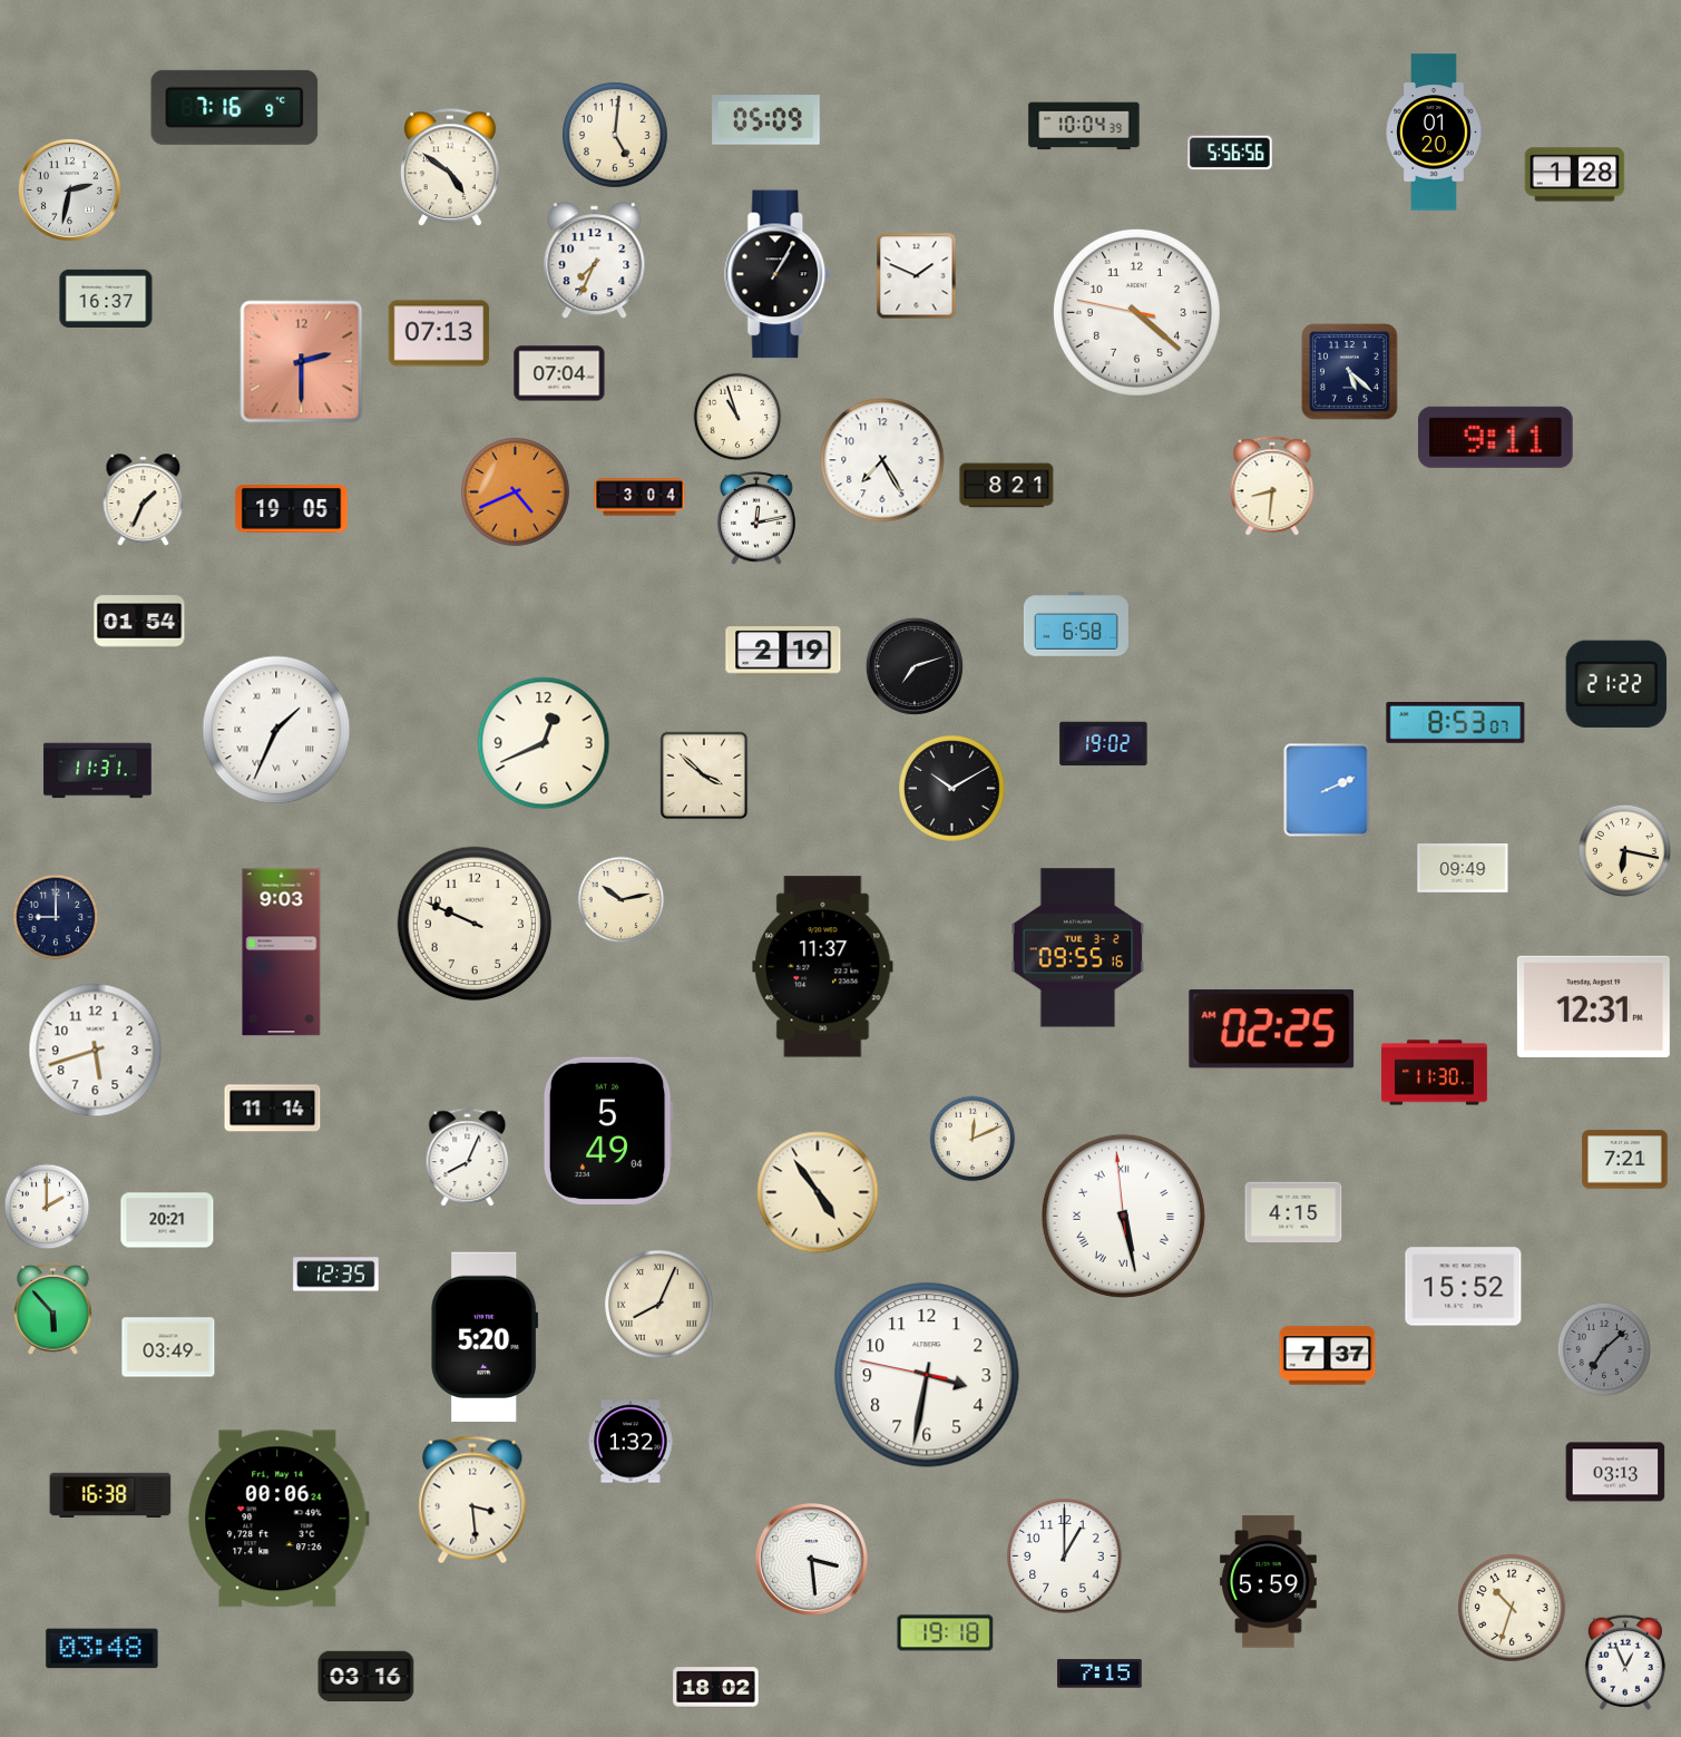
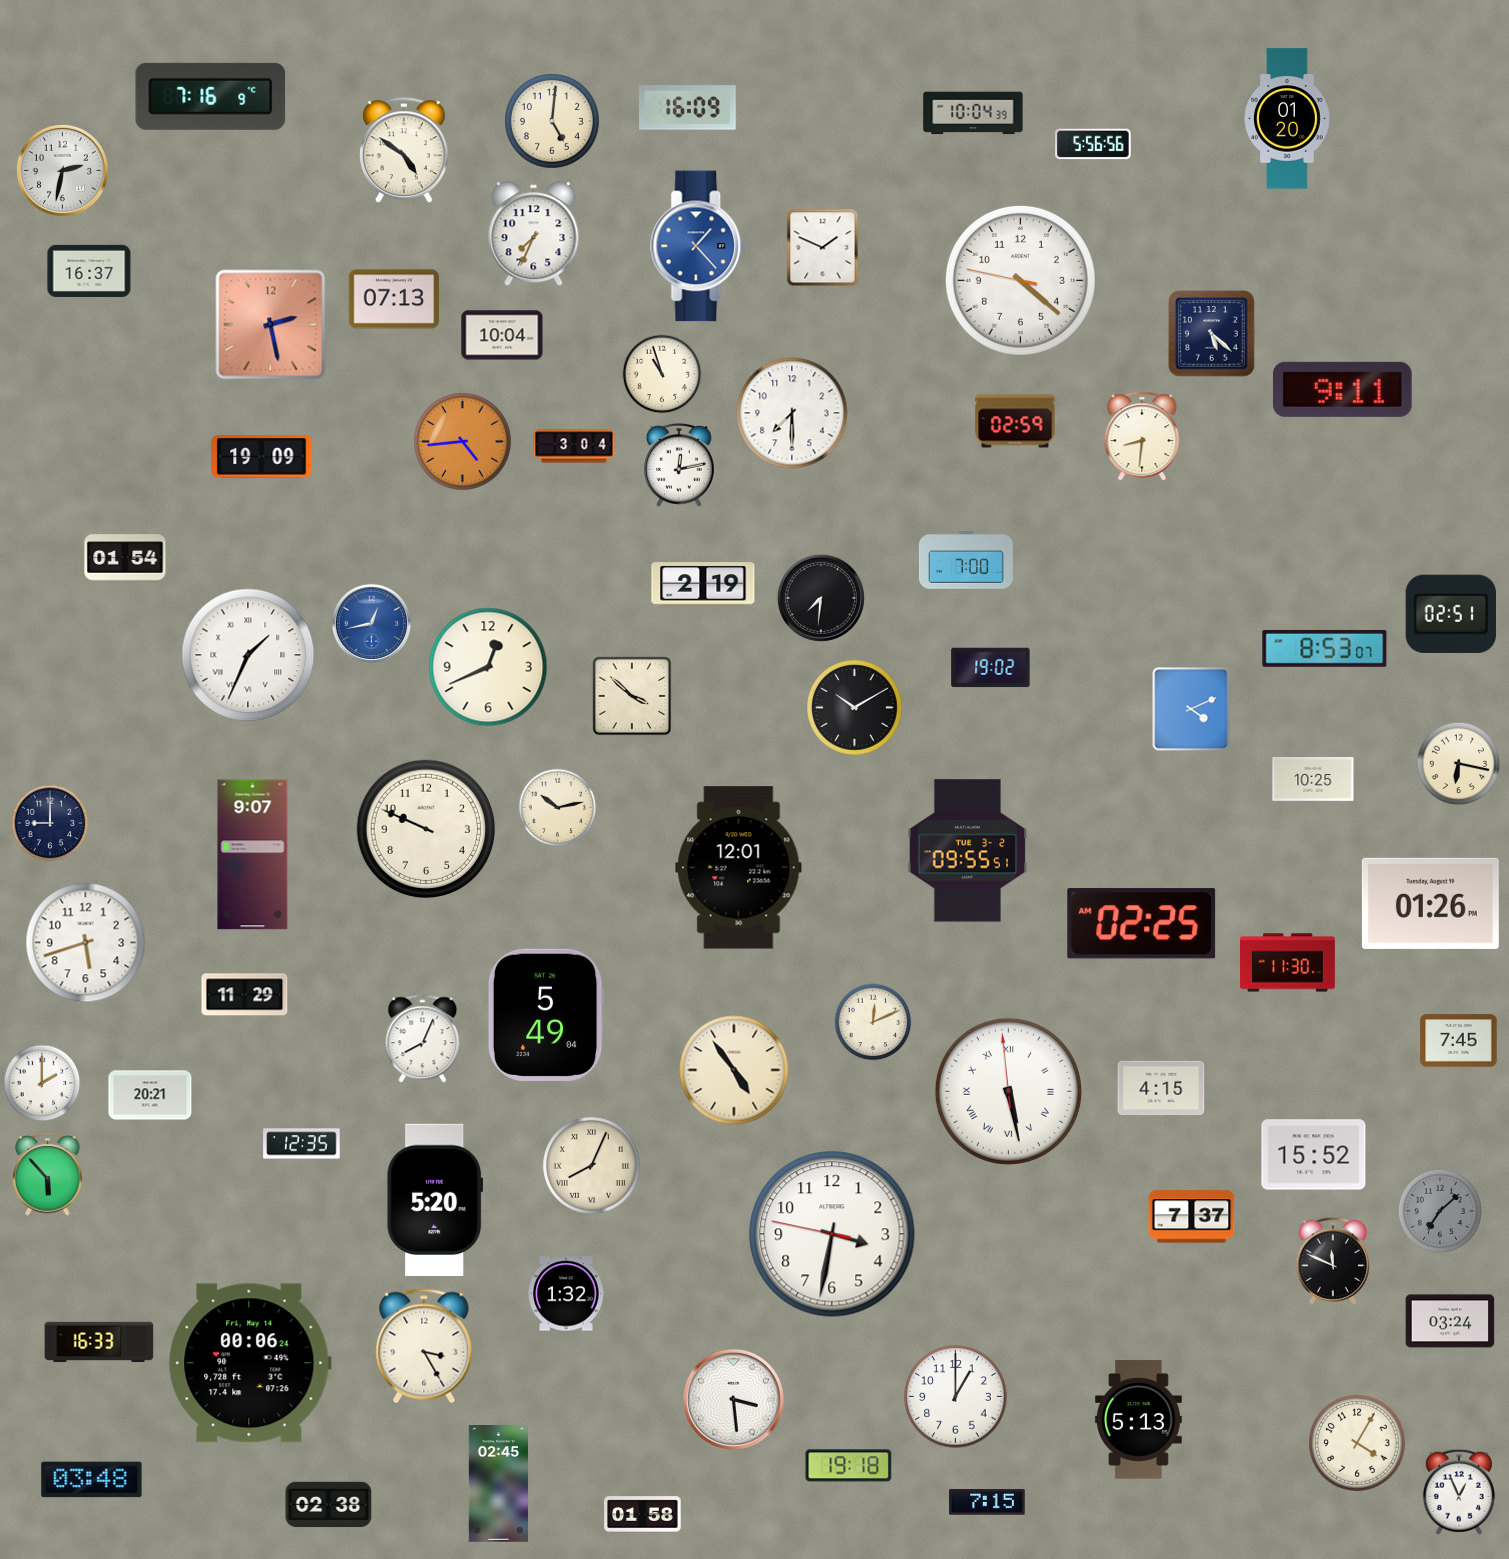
clock at (766, 120): 05:09 -> 16:09
clock at (1230, 153) position: (1230, 153) -> (1093, 144)
clock at (1575, 175): 1:28 -> none
clock at (779, 274): 1:05 -> 1:23
clock at (779, 274) dial: black -> blue
clock at (106, 299) position: (106, 299) -> (89, 271)
clock at (302, 362): 2:30 -> 2:28
clock at (559, 373): 07:04 -> 10:04
clock at (1495, 437) position: (1495, 437) -> (1342, 389)
clock at (882, 460): 7:25 -> 7:30
clock at (1015, 421): none -> 02:59
clock at (1007, 486): 8:21 -> none
clock at (516, 492): 4:41 -> 4:44
clock at (144, 500): 1:34 -> none
clock at (292, 509): 19:05 -> 19:09
clock at (1076, 624): 6:58 -> 7:00
clock at (915, 666): 7:12 -> 7:31
clock at (1616, 684): 21:22 -> 02:51
clock at (371, 623): none -> 12:43
clock at (1456, 722) position: (1456, 722) -> (1325, 648)
clock at (98, 771): 11:31 -> none
clock at (1327, 790): 2:11 -> 4:11
clock at (1463, 869): 09:49 -> 10:25
clock at (1078, 948): 09:55:16 -> 09:55:51
clock at (282, 953): 9:03 -> 9:07
clock at (823, 967): 11:37 -> 12:01
clock at (1593, 1006): 12:31 -> 01:26
clock at (273, 1109): 11:14 -> 11:29
clock at (468, 1158) position: (468, 1158) -> (423, 1039)
clock at (1625, 1160): 7:21 -> 7:45
clock at (659, 1305) position: (659, 1305) -> (592, 1166)
clock at (168, 1347): 03:49 -> none
clock at (1333, 1261): none -> 11:49
clock at (1615, 1472): 03:13 -> 03:24
clock at (110, 1495): 16:38 -> 16:33
clock at (472, 1500): 3:29 -> 3:25
clock at (811, 1559) position: (811, 1559) -> (733, 1399)
clock at (1269, 1582): 5:59 -> 5:13
clock at (1512, 1608): 10:33 -> 4:05
clock at (498, 1484): none -> 02:45
clock at (367, 1677): 03:16 -> 02:38
clock at (716, 1688): 18:02 -> 01:58
